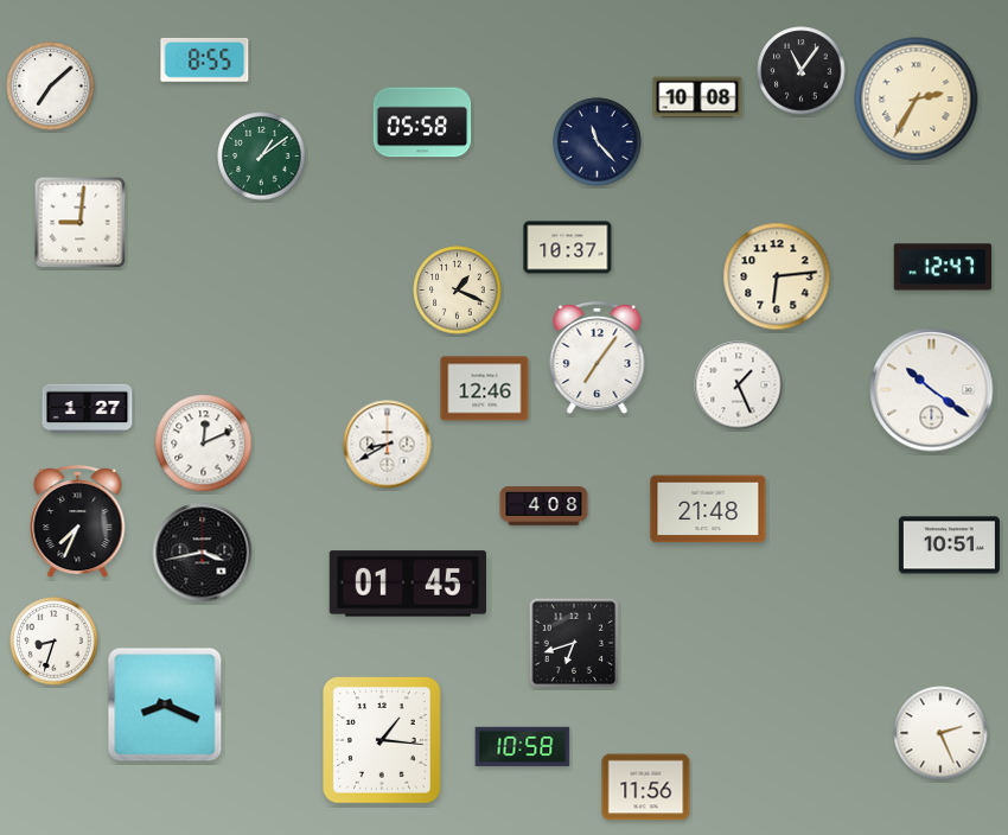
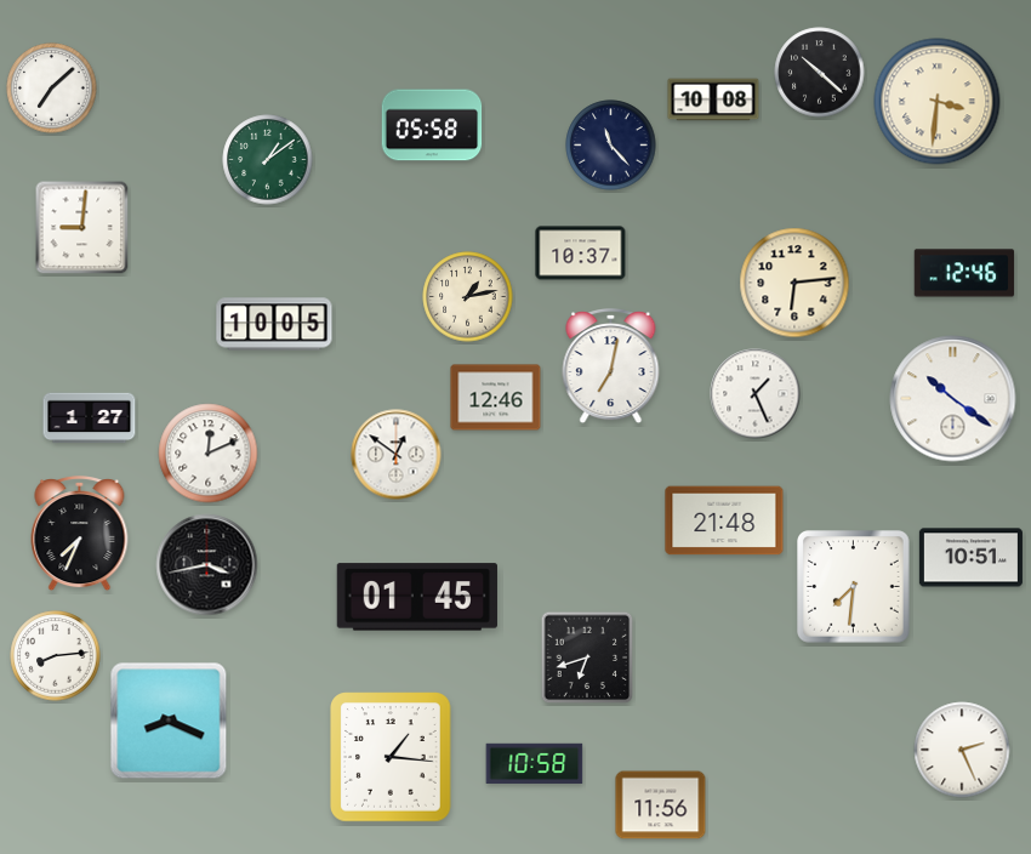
clock at (205, 59): 8:55 -> none
clock at (802, 71): 11:06 -> 10:22
clock at (917, 100): 2:35 -> 3:31
clock at (943, 267): 12:47 -> 12:46
clock at (458, 291): 1:19 -> 1:13
clock at (274, 324): none -> 10:05
clock at (598, 359): 7:06 -> 7:02
clock at (388, 445): 8:40 -> 12:51
clock at (544, 505): 4:08 -> none
clock at (854, 587): none -> 7:31
clock at (55, 642): 8:33 -> 8:14
